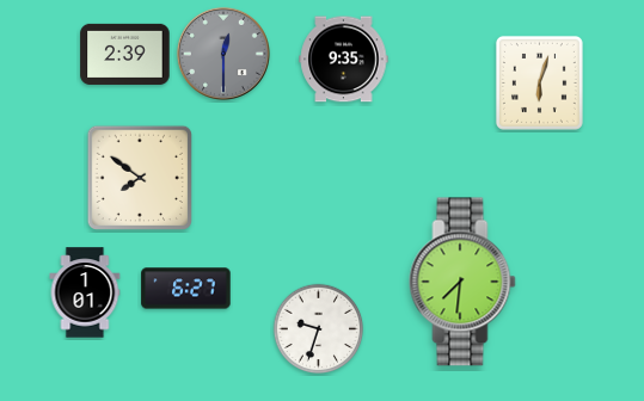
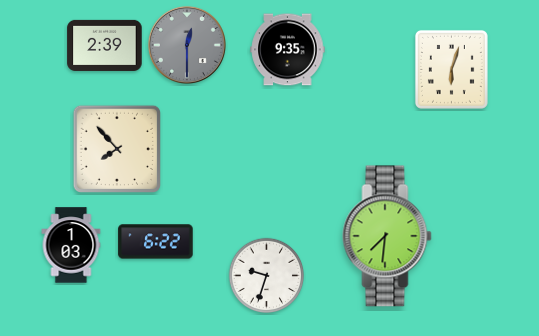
clock at (140, 178): 7:51 -> 7:53
clock at (186, 289): 6:27 -> 6:22
clock at (85, 292): 1:01 -> 1:03
